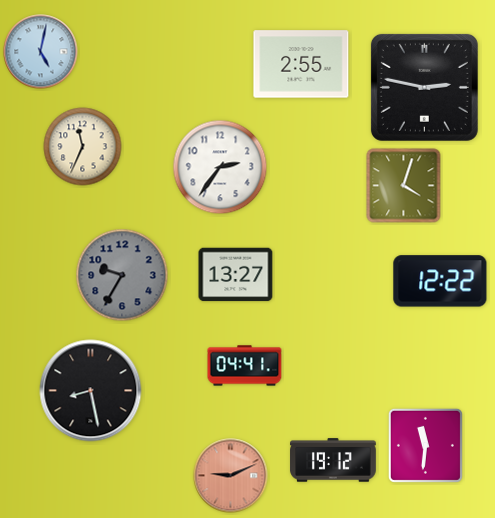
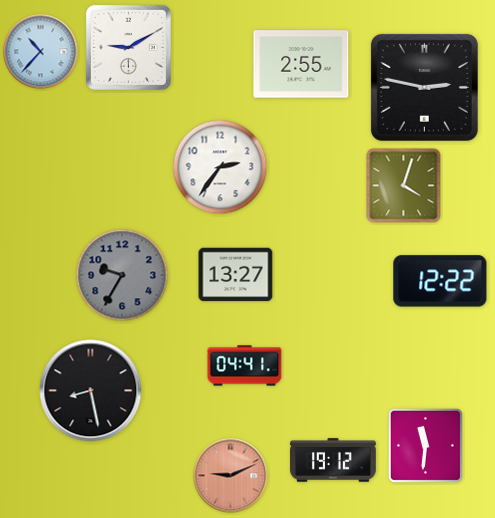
clock at (128, 47): none -> 9:10
clock at (41, 52): 5:02 -> 10:37
clock at (83, 147): 11:34 -> none
